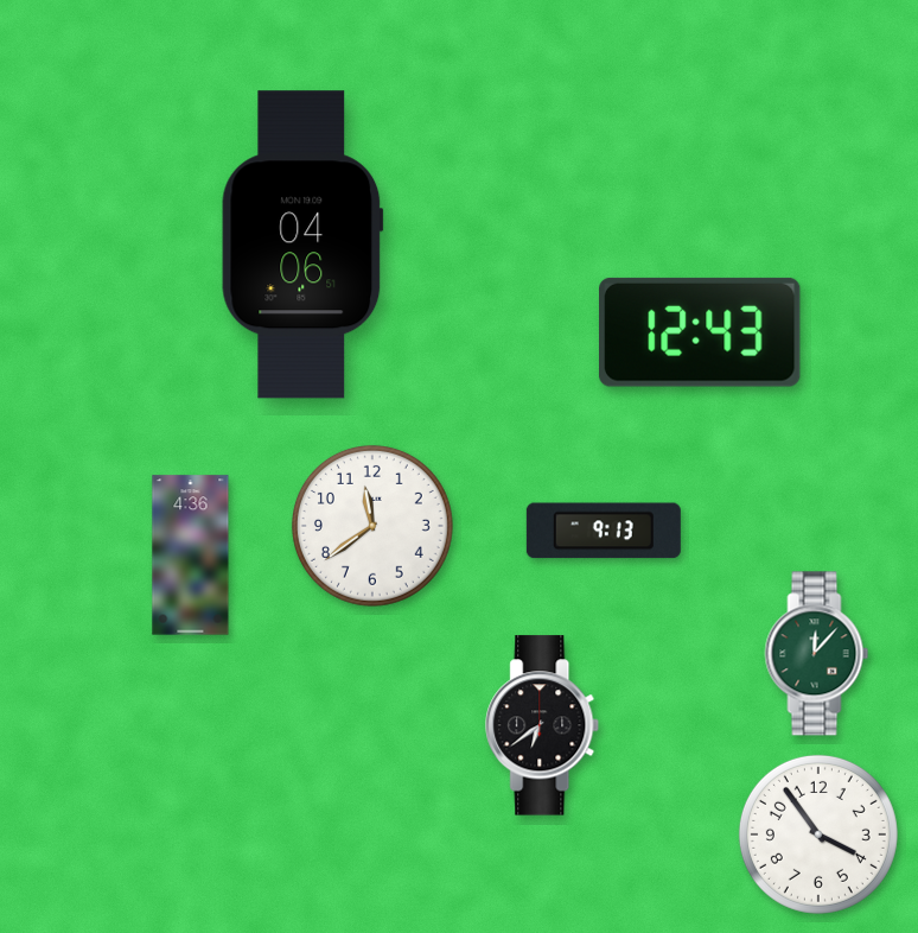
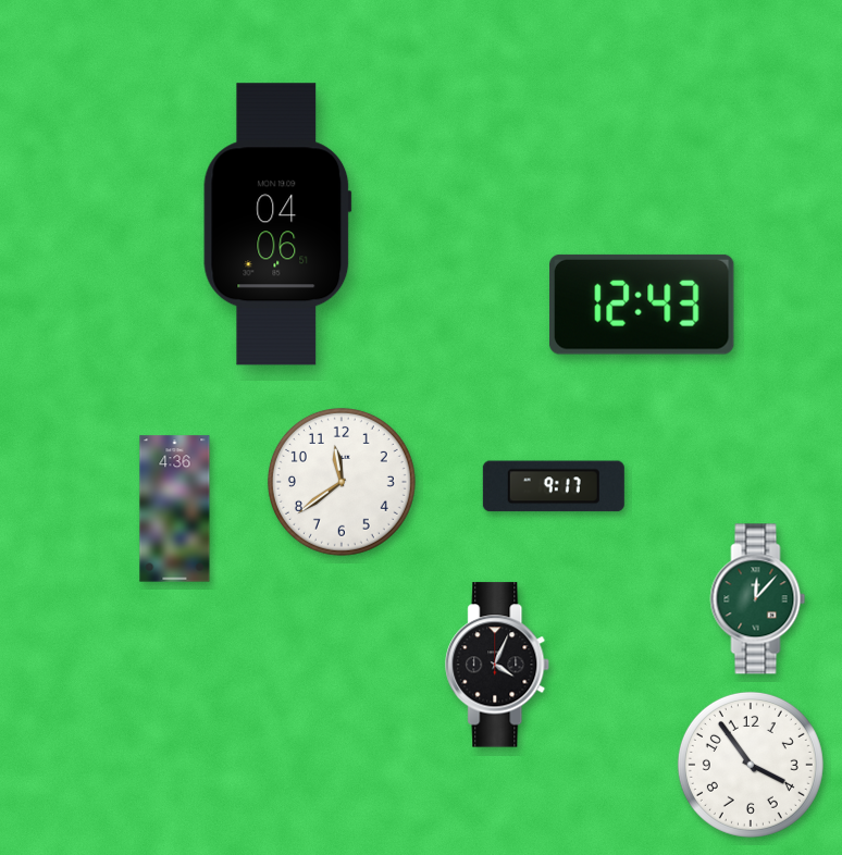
clock at (604, 531): 9:13 -> 9:17
clock at (817, 654) position: (817, 654) -> (758, 599)
clock at (543, 725): 6:39 -> 4:04
